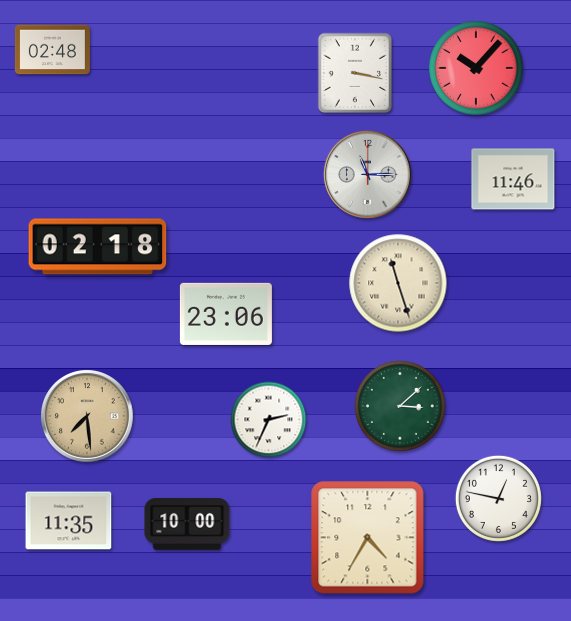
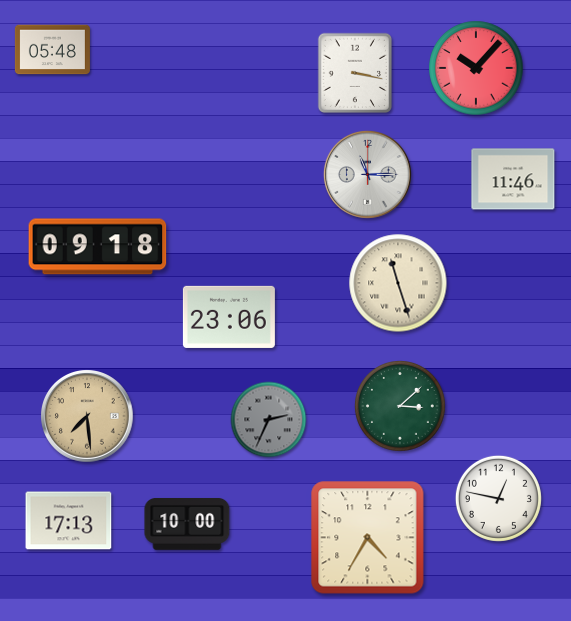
clock at (52, 50): 02:48 -> 05:48
clock at (98, 247): 02:18 -> 09:18
clock at (226, 314) position: (226, 314) -> (229, 317)
clock at (269, 420) dial: white -> grey
clock at (69, 521): 11:35 -> 17:13
